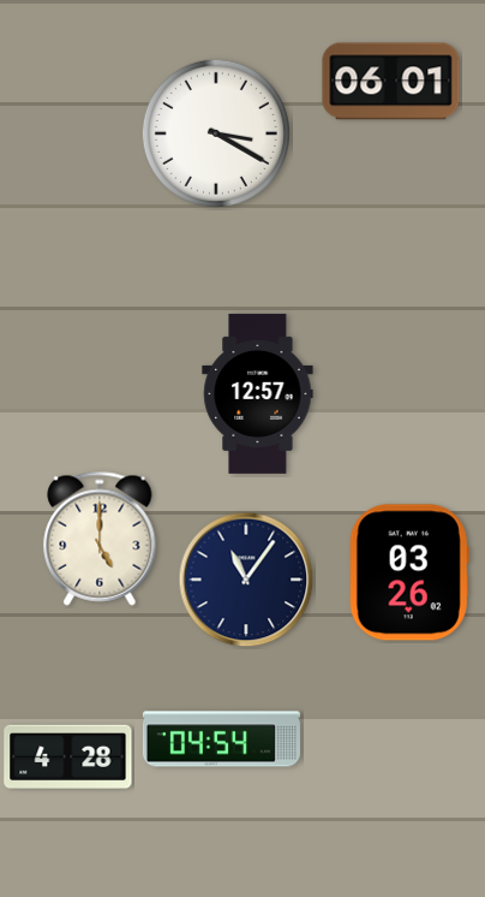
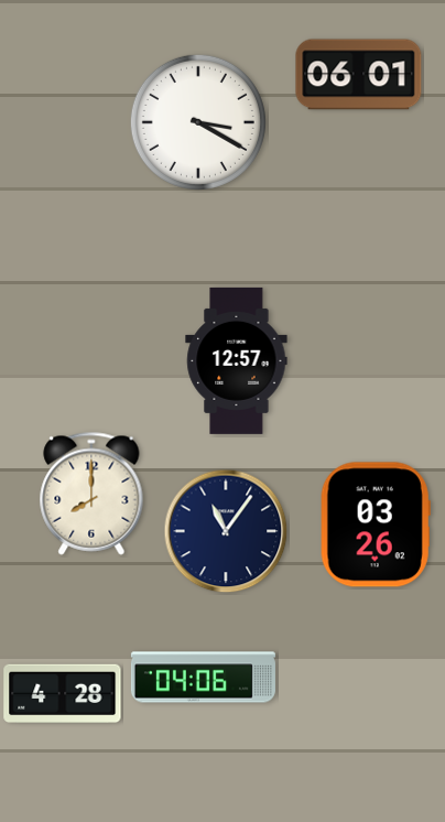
clock at (100, 539): 5:00 -> 8:00
clock at (221, 739): 04:54 -> 04:06
